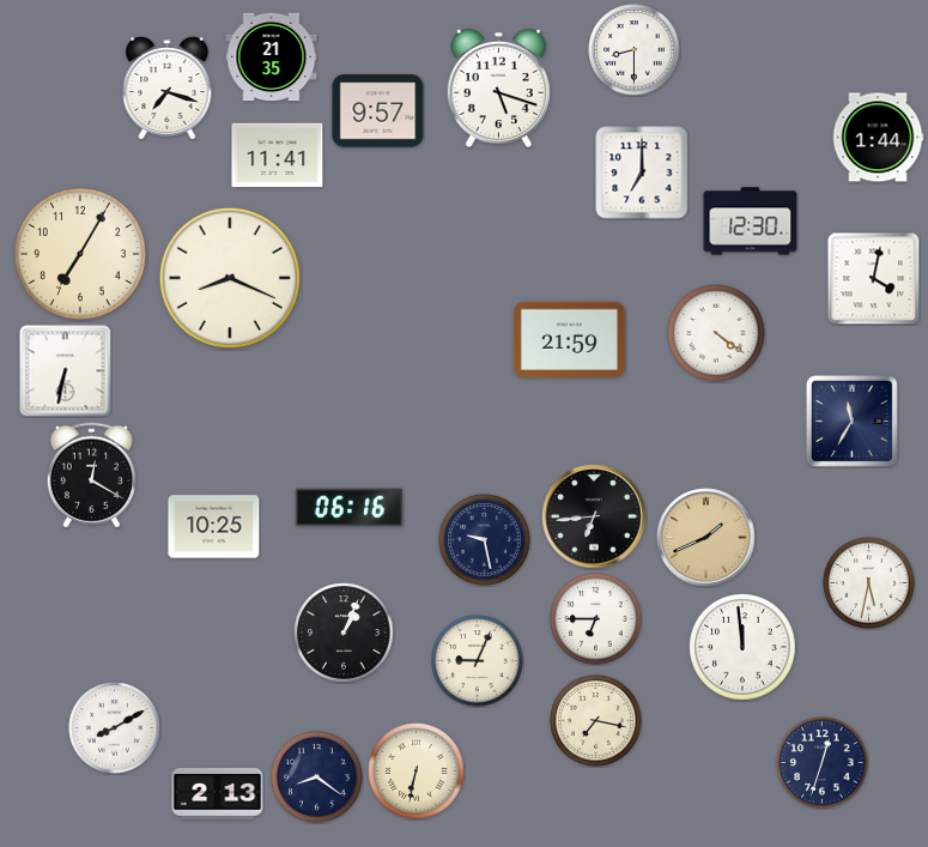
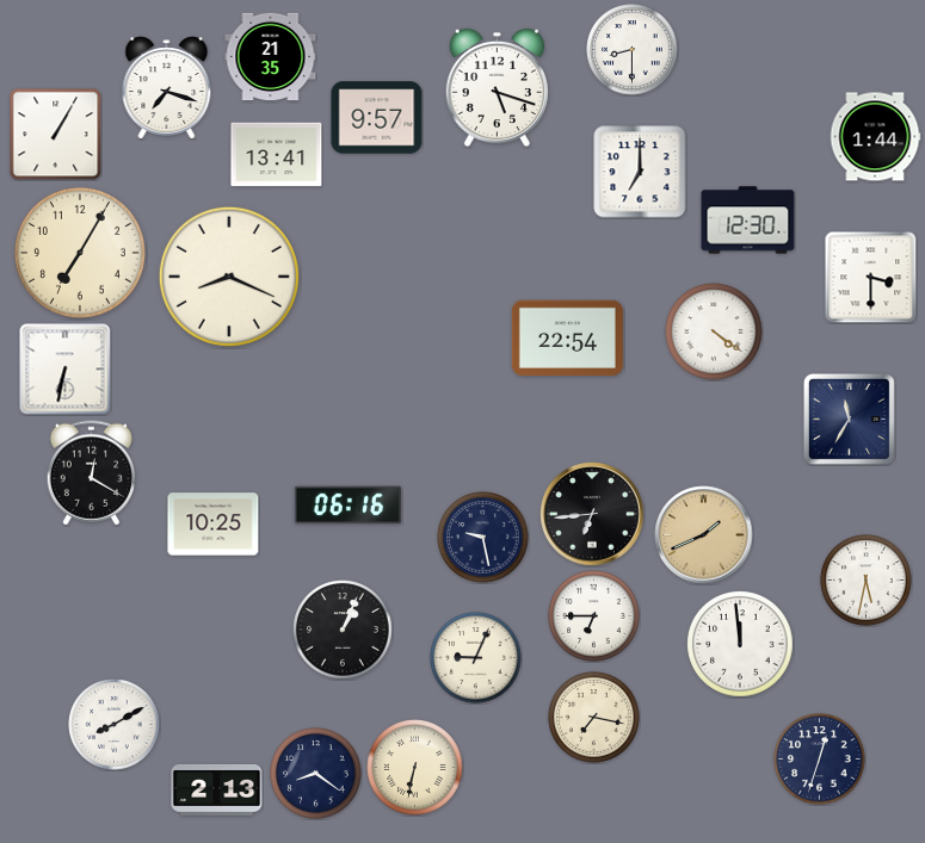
clock at (378, 111) position: (378, 111) -> (377, 118)
clock at (55, 134): none -> 1:05
clock at (278, 156): 11:41 -> 13:41
clock at (873, 278): 4:02 -> 3:30
clock at (569, 340): 21:59 -> 22:54
